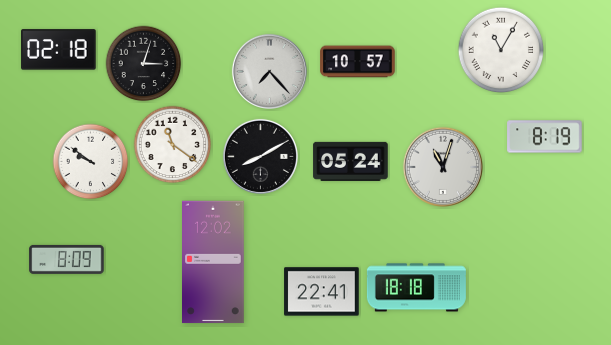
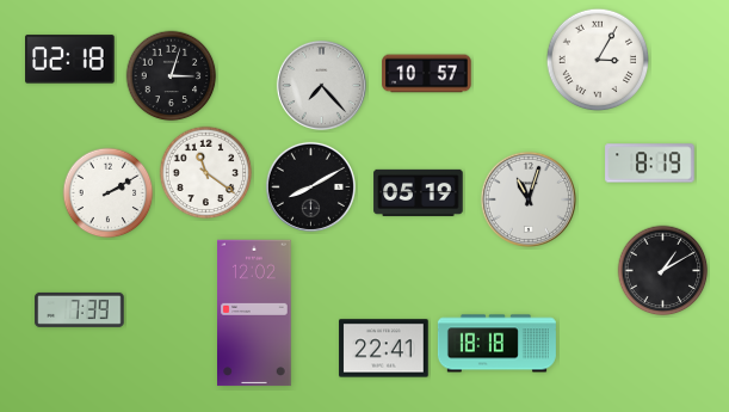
clock at (501, 50): 11:05 -> 3:05
clock at (351, 161): 05:24 -> 05:19
clock at (91, 162): 9:51 -> 2:10
clock at (663, 271): none -> 1:10
clock at (67, 259): 8:09 -> 7:39
